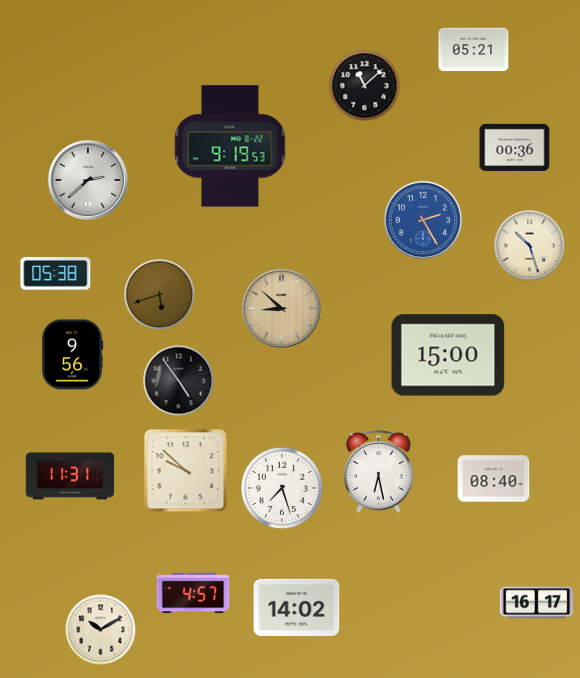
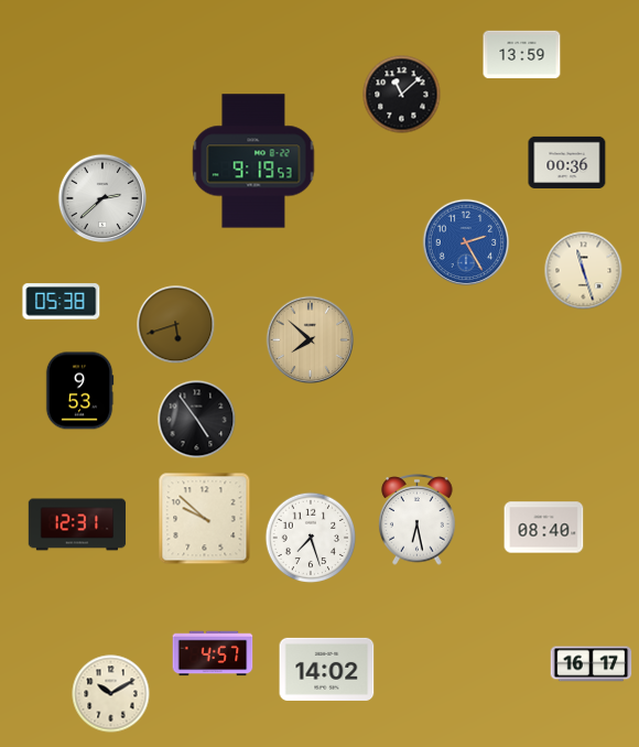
clock at (474, 50): 05:21 -> 13:59
clock at (87, 179) position: (87, 179) -> (101, 197)
clock at (530, 246): 10:27 -> 11:27
clock at (282, 309): 8:52 -> 7:52
clock at (72, 355): 9:56 -> 9:53
clock at (448, 355): 15:00 -> none
clock at (70, 476): 11:31 -> 12:31
